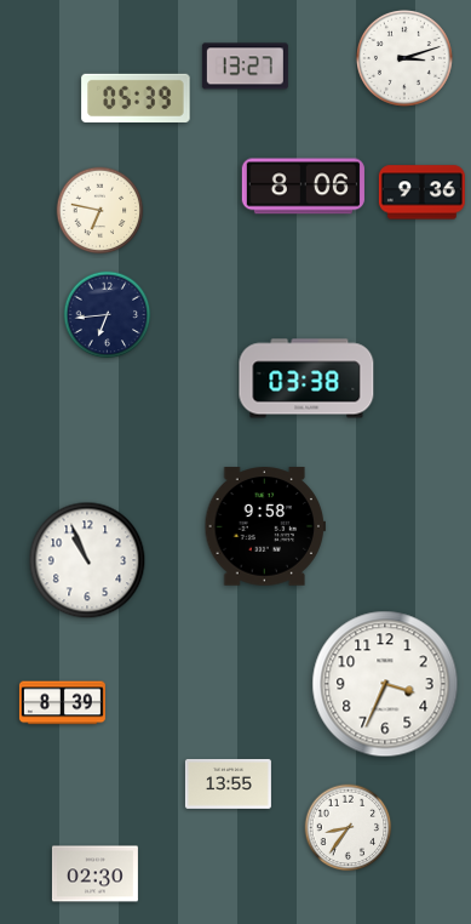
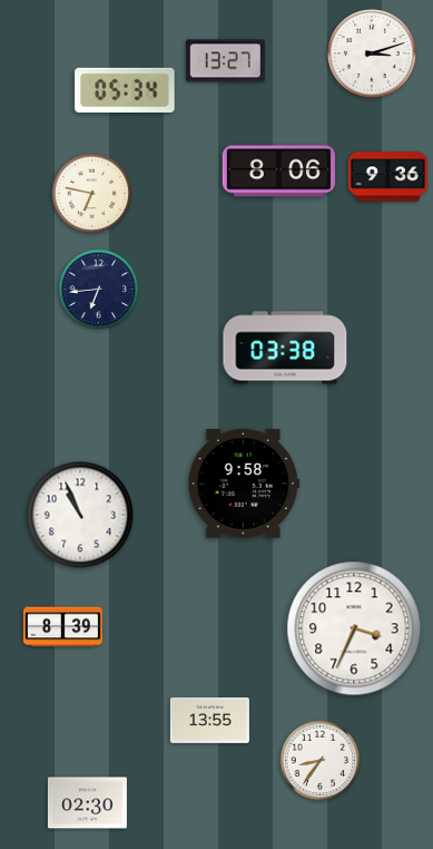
clock at (136, 98): 05:39 -> 05:34
clock at (306, 378) position: (306, 378) -> (285, 348)
clock at (62, 703) position: (62, 703) -> (62, 627)
